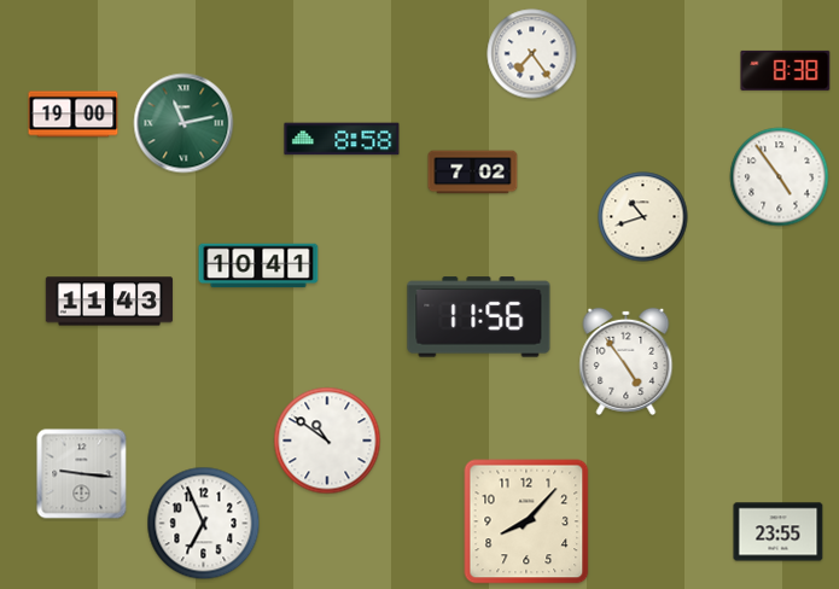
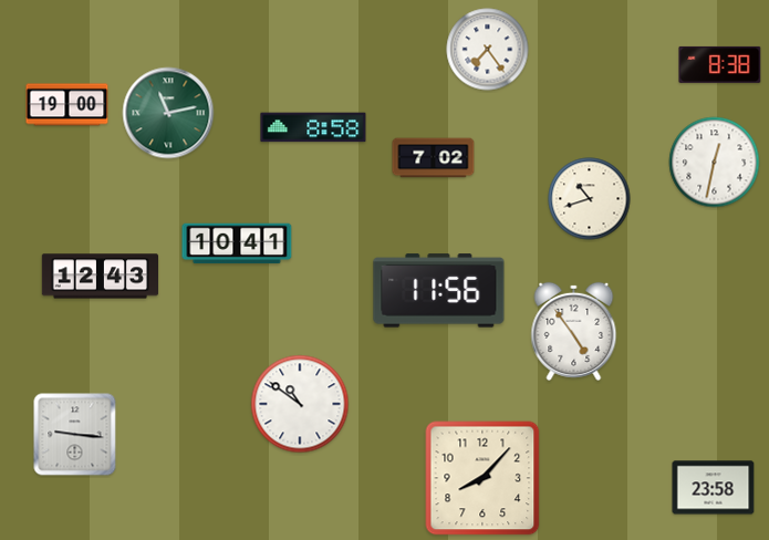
clock at (780, 177): 4:54 -> 12:32
clock at (110, 302): 11:43 -> 12:43
clock at (204, 524): 6:56 -> none
clock at (779, 532): 23:55 -> 23:58
